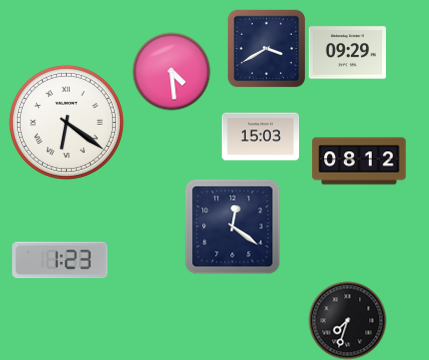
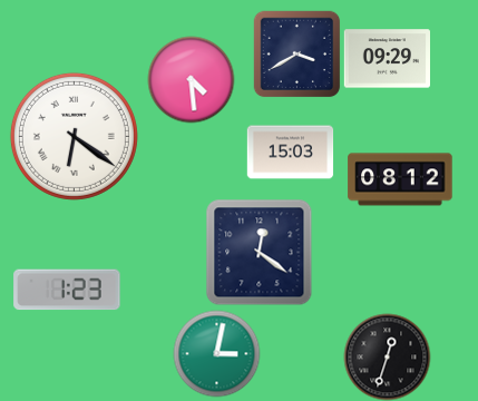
clock at (216, 353): none -> 3:02
clock at (347, 320): 7:33 -> 12:33
